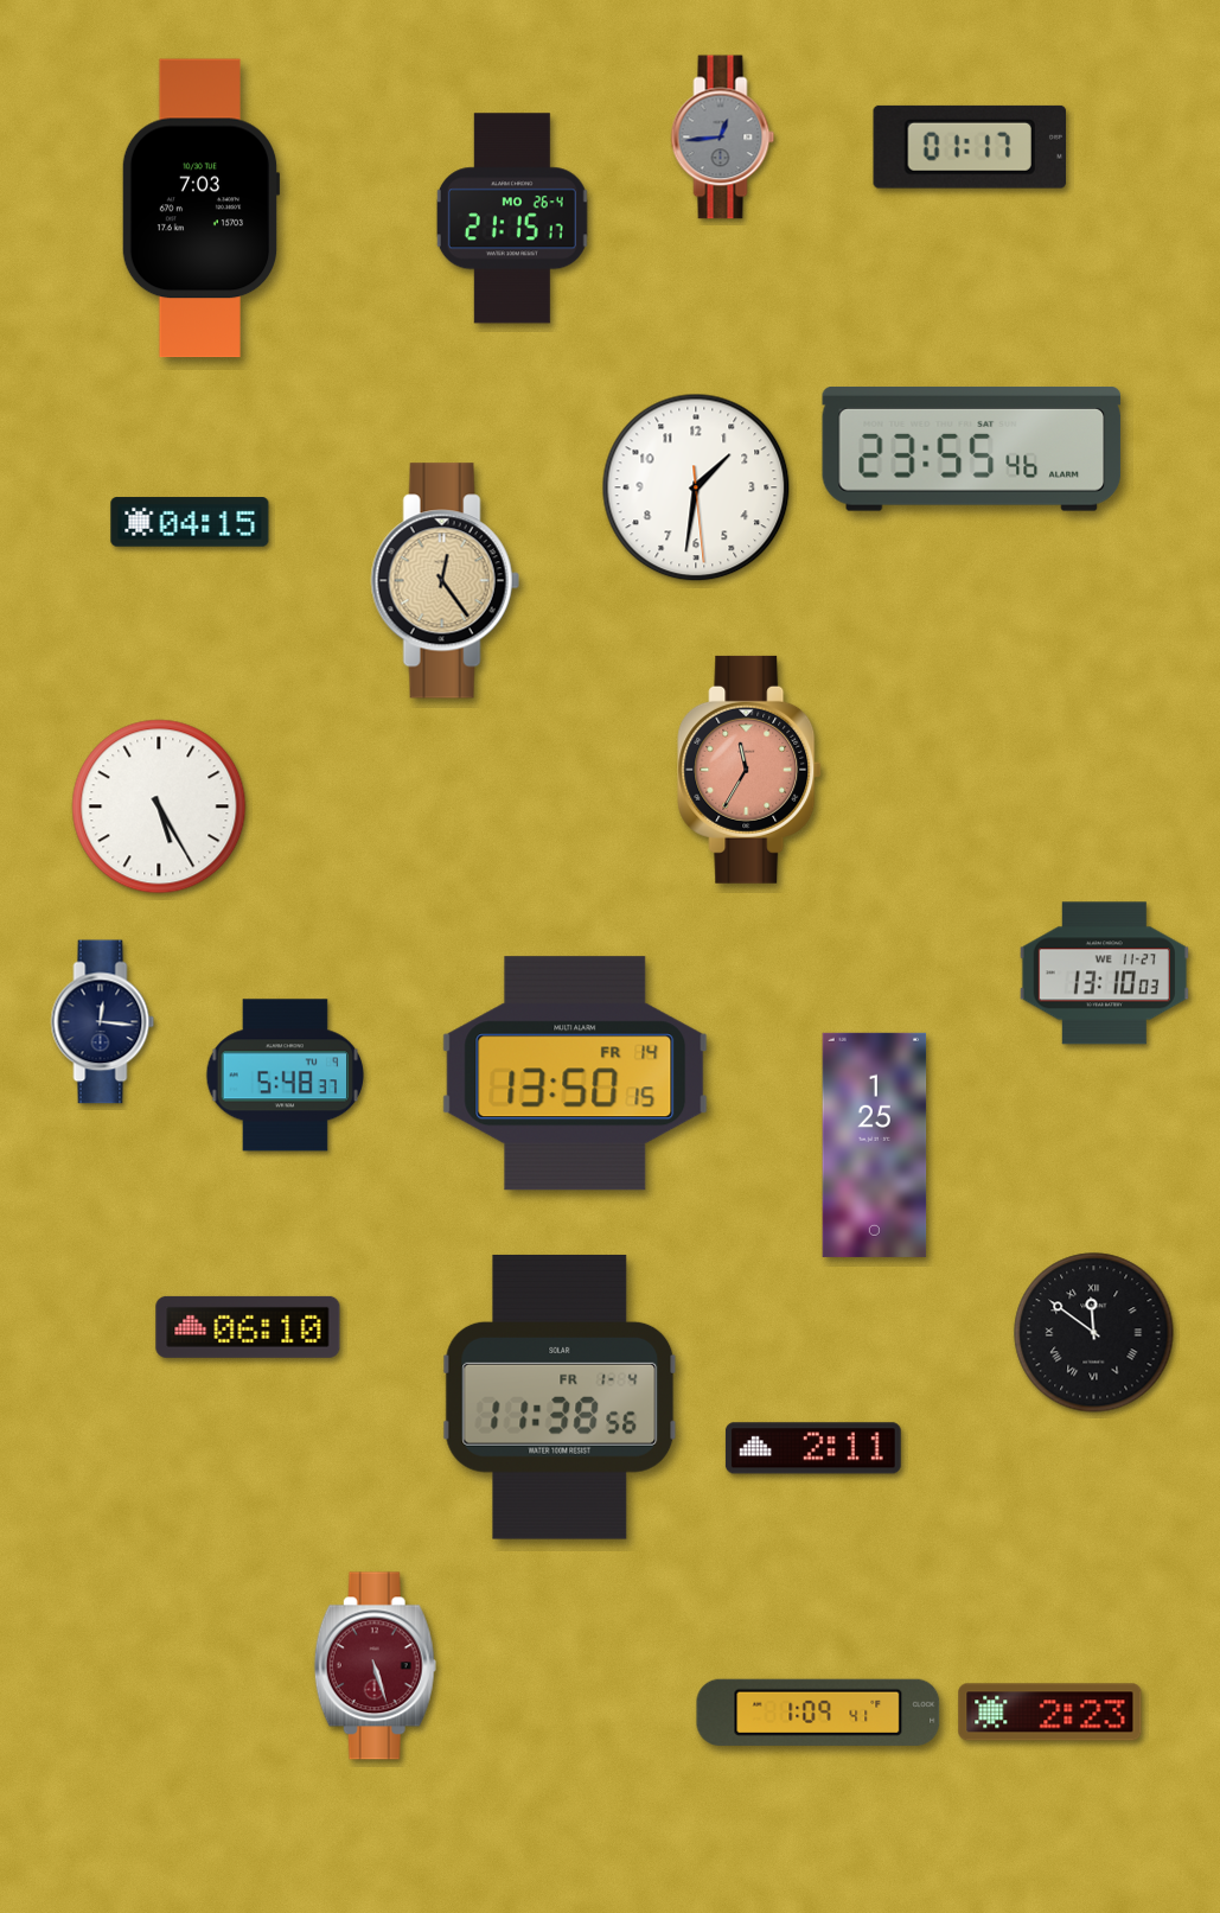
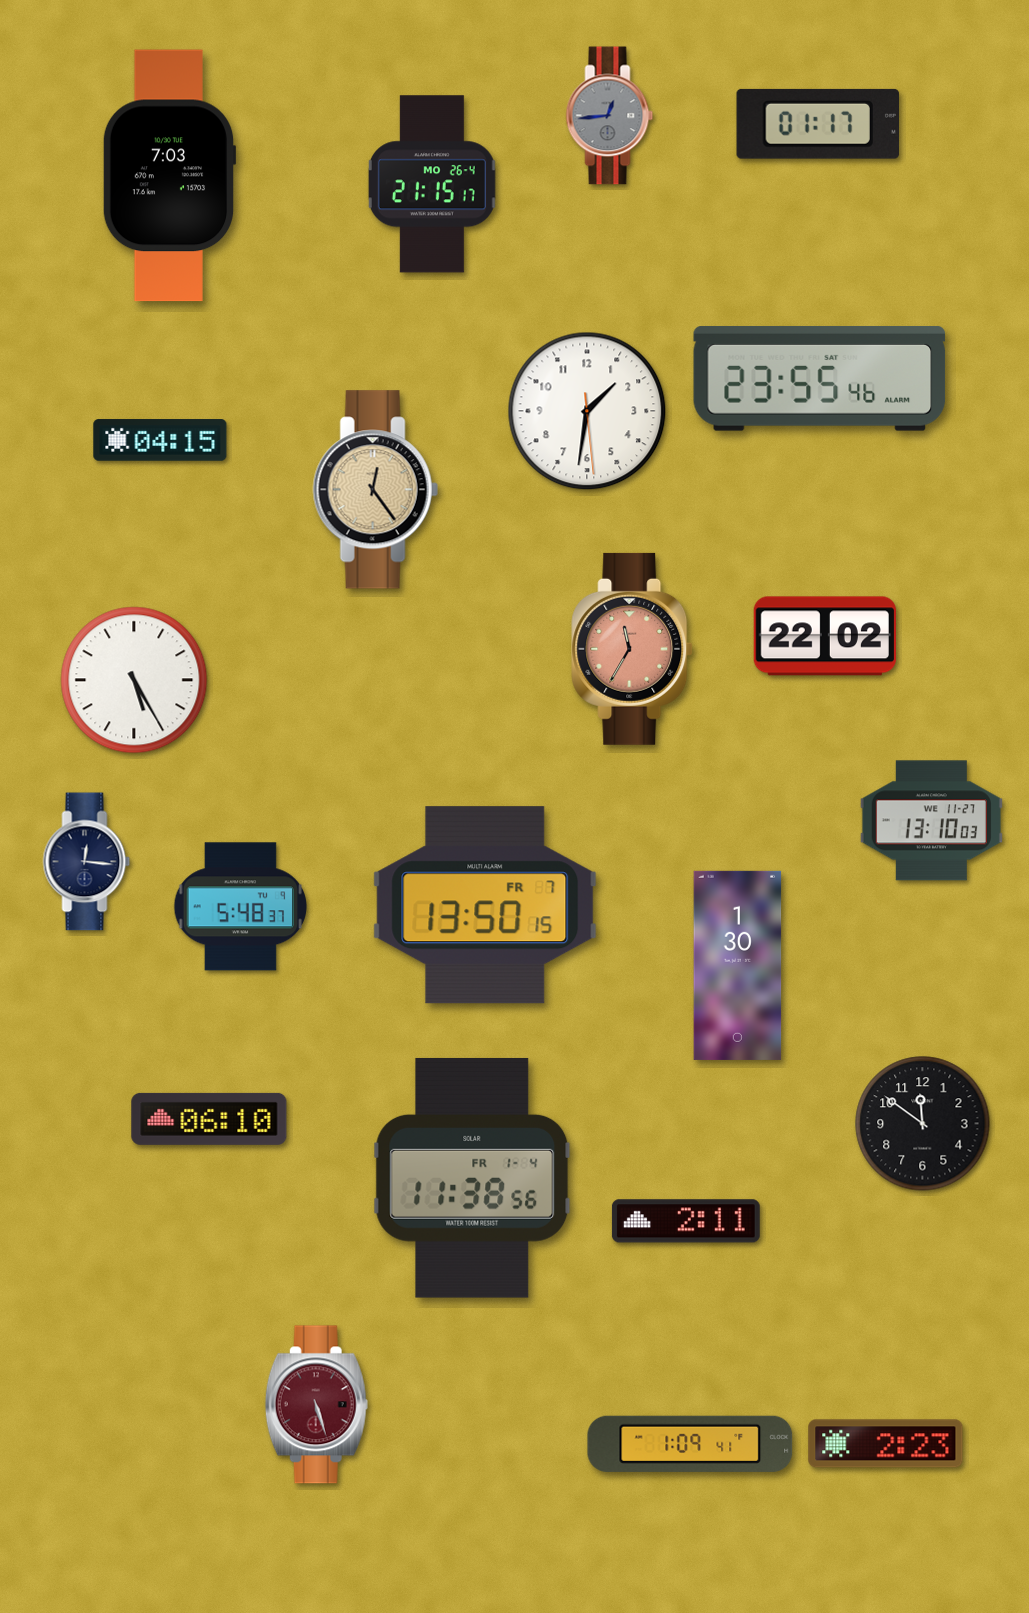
clock at (824, 636): none -> 22:02
clock at (575, 1073) date: FR 14 -> FR 7
clock at (875, 1144): 1:25 -> 1:30
clock at (1094, 1333) numerals: Roman -> Arabic
